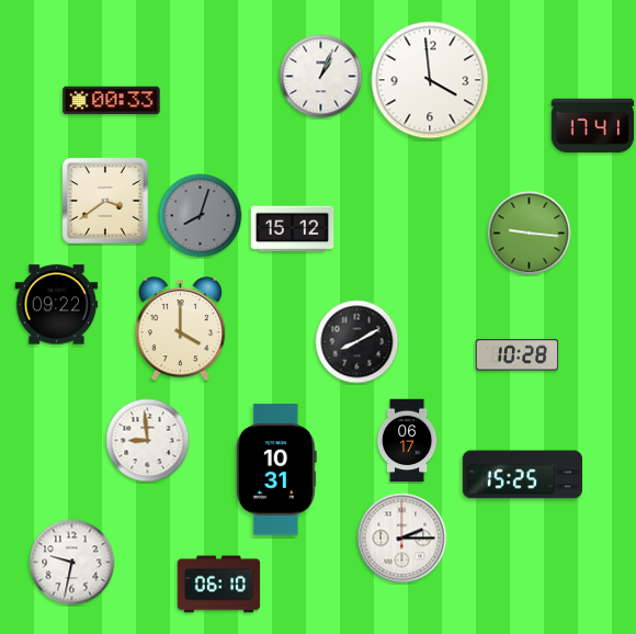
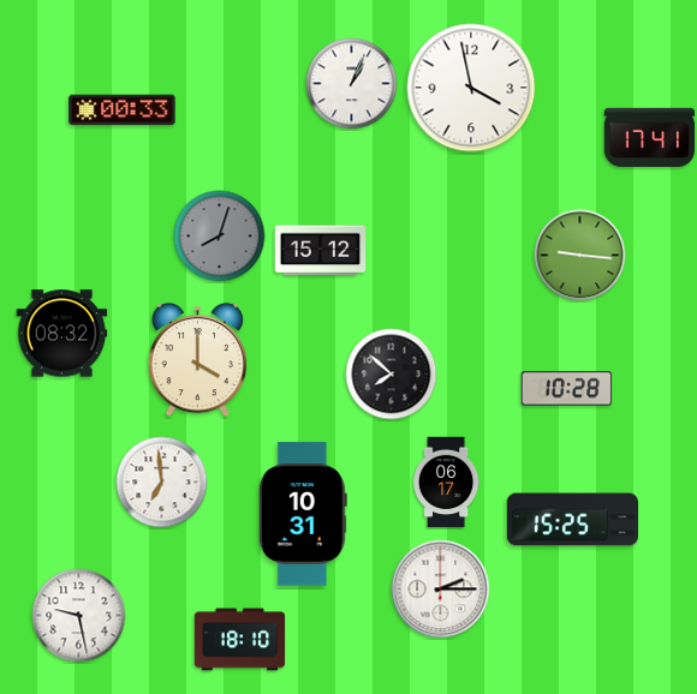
clock at (430, 80): 3:59 -> 3:58
clock at (105, 201): 3:39 -> none
clock at (57, 305): 09:22 -> 08:32
clock at (357, 342): 8:10 -> 7:52
clock at (148, 441): 8:59 -> 6:59
clock at (72, 563): 9:32 -> 9:28
clock at (219, 585): 06:10 -> 18:10
